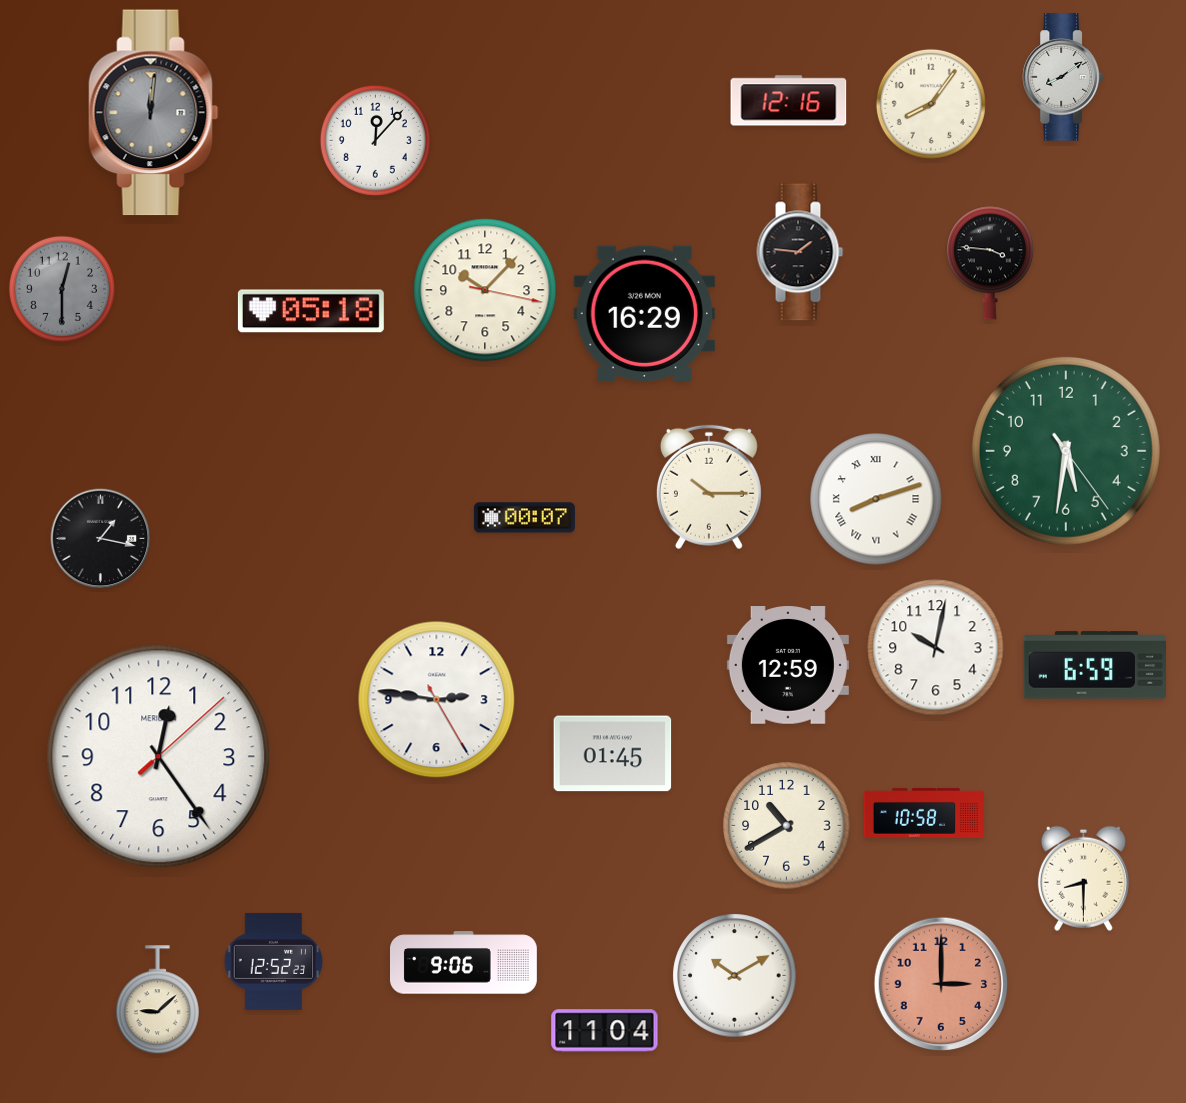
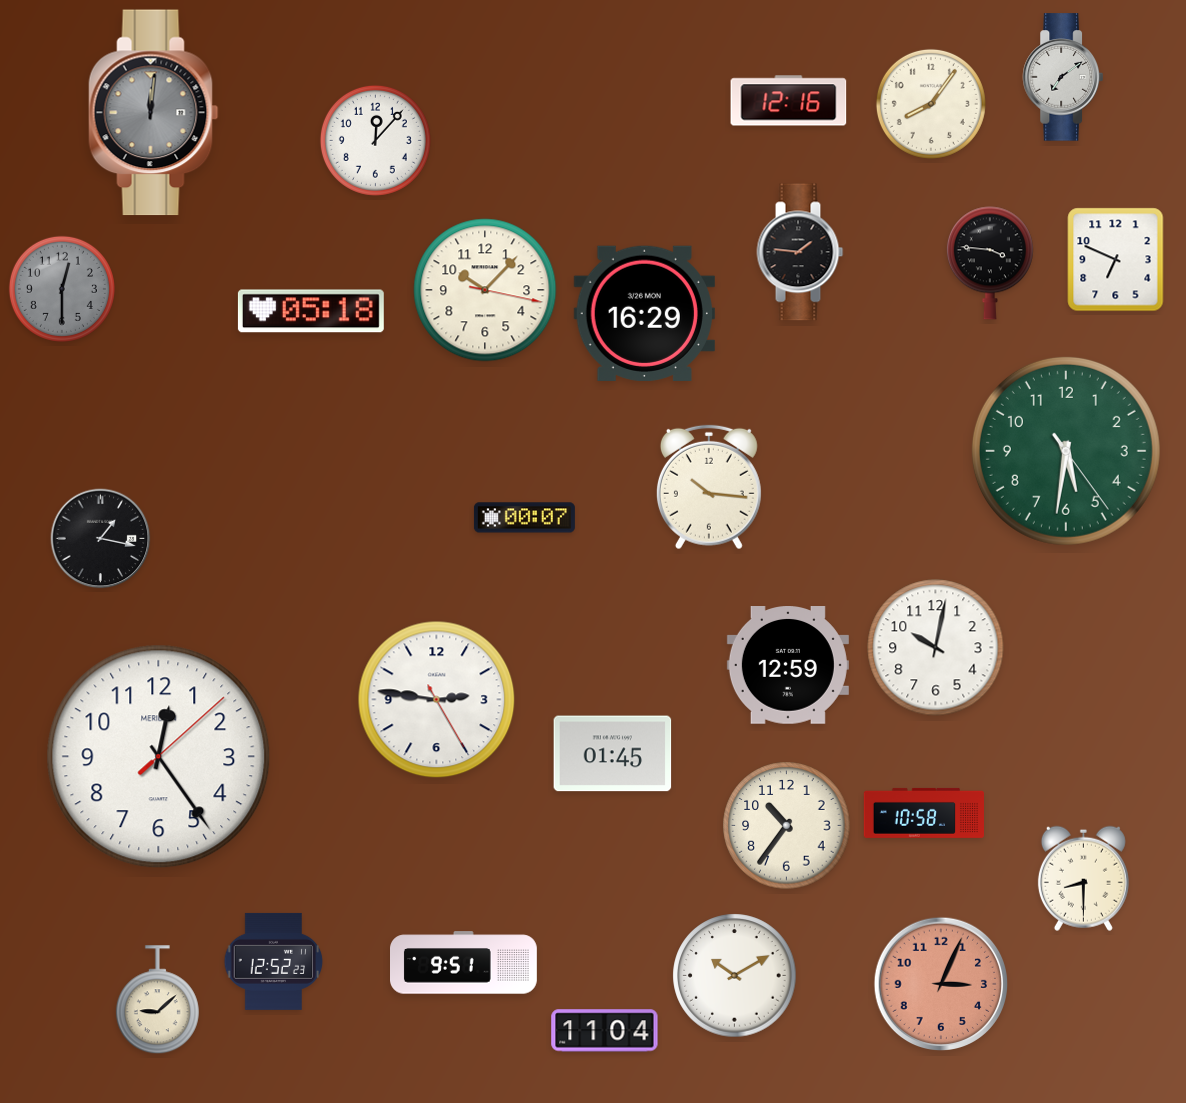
clock at (1063, 77): 8:09 -> 7:09
clock at (1116, 260): none -> 6:49
clock at (709, 487): 10:15 -> 10:16
clock at (876, 499): 8:12 -> none
clock at (1095, 665): 6:59 -> none
clock at (787, 826): 10:40 -> 10:36
clock at (464, 963): 9:06 -> 9:51
clock at (940, 983): 3:00 -> 3:04
